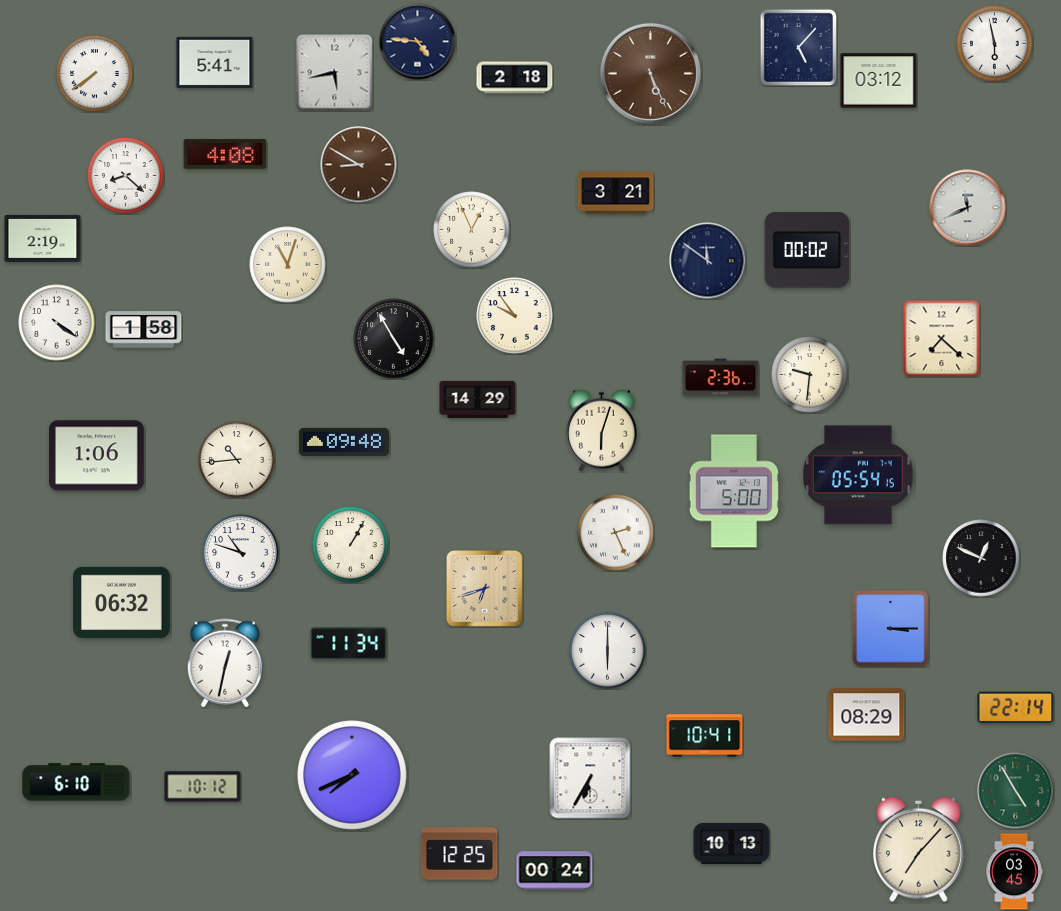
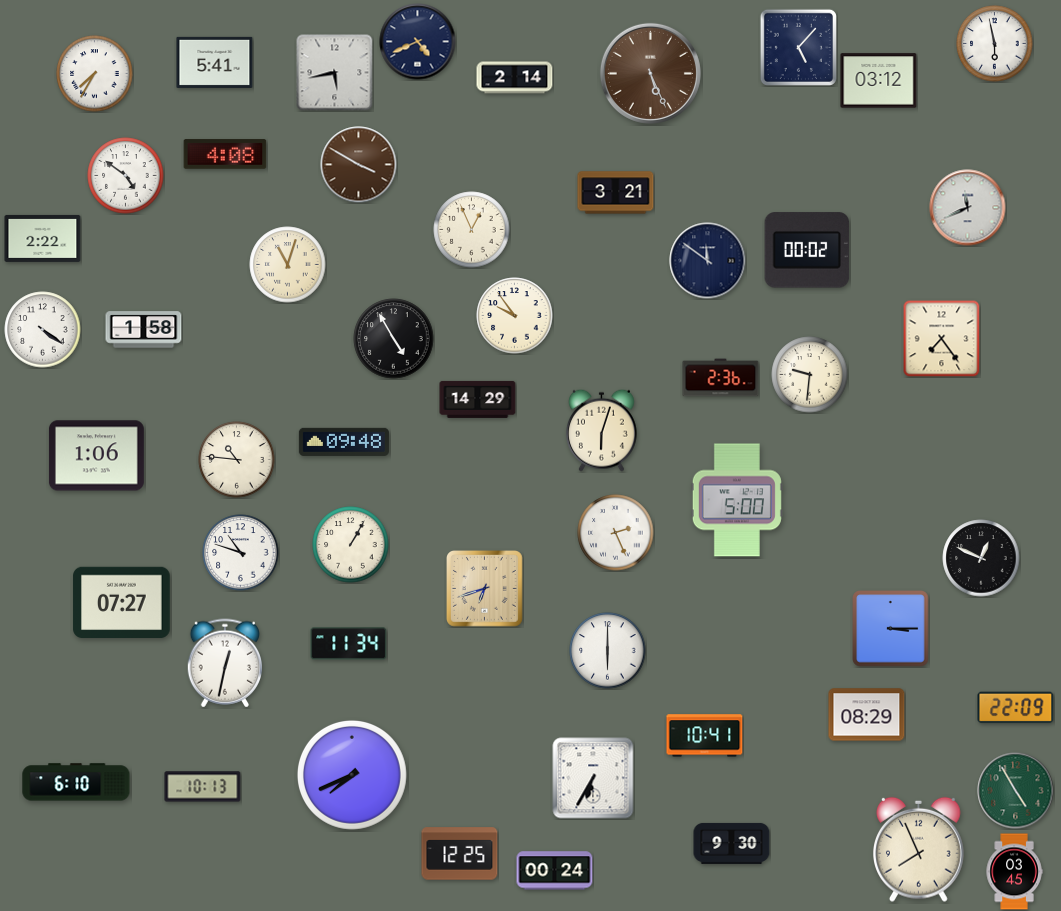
clock at (418, 42): 4:46 -> 4:41
clock at (95, 74): 7:39 -> 7:35
clock at (515, 78): 2:18 -> 2:14
clock at (359, 165): 8:50 -> 3:50
clock at (126, 176): 8:22 -> 4:51
clock at (43, 238): 2:19 -> 2:22
clock at (57, 323) position: (57, 323) -> (43, 330)
clock at (941, 338): 7:22 -> 7:24
clock at (237, 460): 10:44 -> 10:46
clock at (858, 475): 05:54 -> none
clock at (734, 491) position: (734, 491) -> (737, 500)
clock at (122, 603): 06:32 -> 07:27
clock at (1016, 708): 22:14 -> 22:09
clock at (590, 778) position: (590, 778) -> (593, 778)
clock at (203, 787): 10:12 -> 10:13
clock at (732, 843): 10:13 -> 9:30
clock at (919, 849): 7:07 -> 7:56
